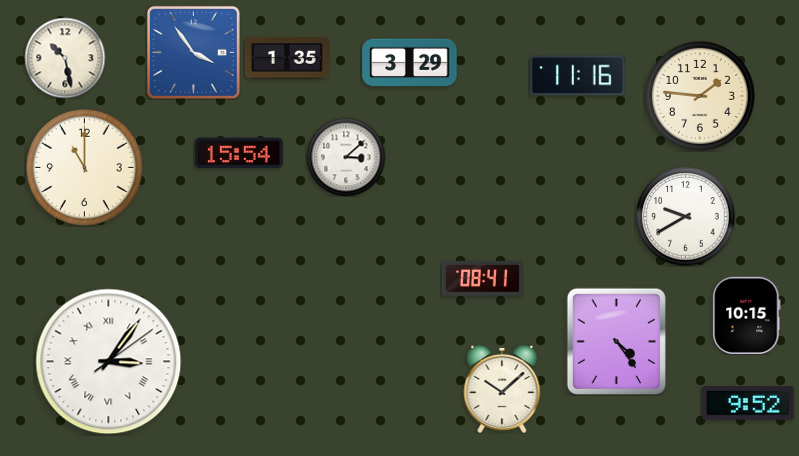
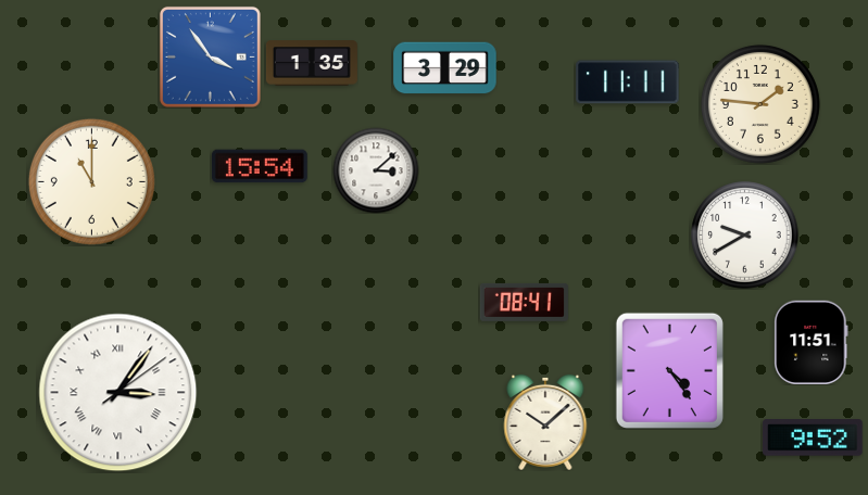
clock at (65, 58): 10:28 -> none
clock at (578, 76): 11:16 -> 11:11
clock at (747, 315): 10:15 -> 11:51
